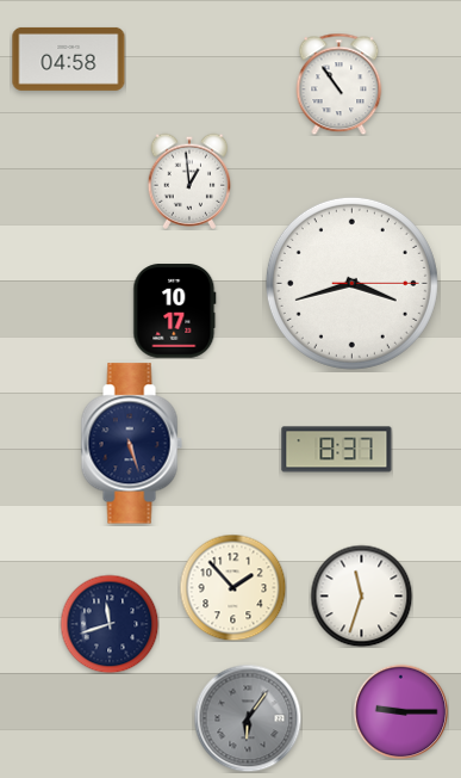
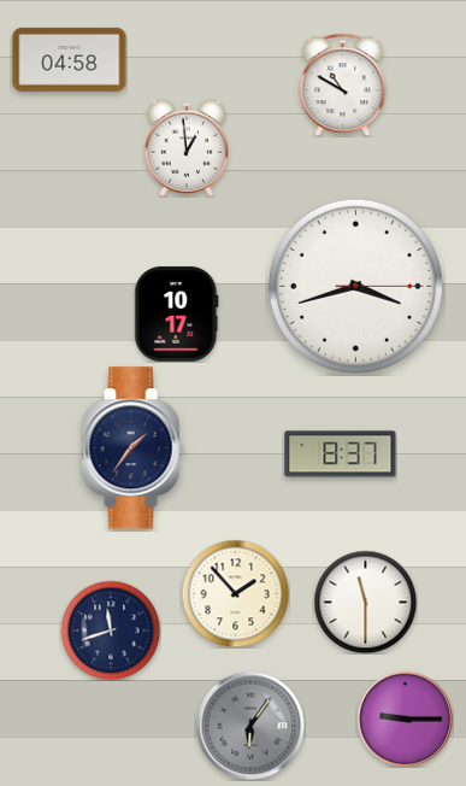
clock at (339, 84): 10:54 -> 10:50
clock at (189, 181) position: (189, 181) -> (187, 148)
clock at (131, 444): 5:27 -> 1:36
clock at (361, 595): 11:33 -> 11:30
